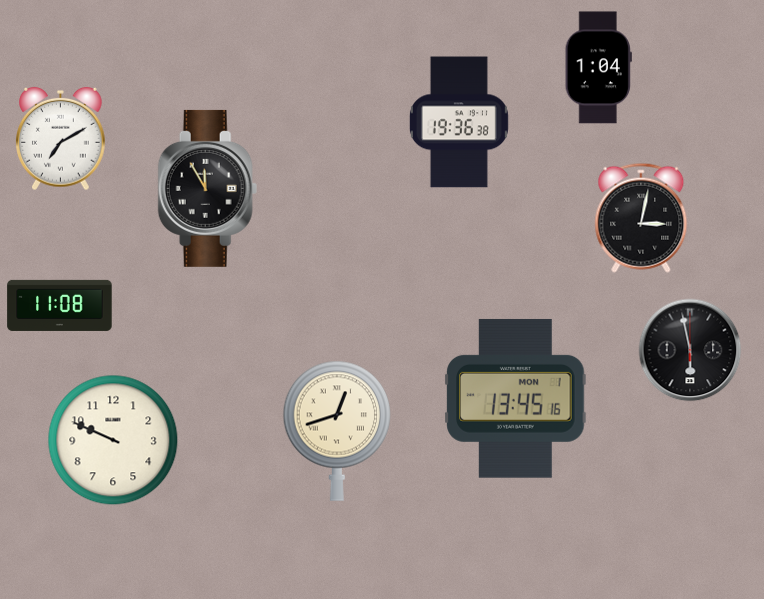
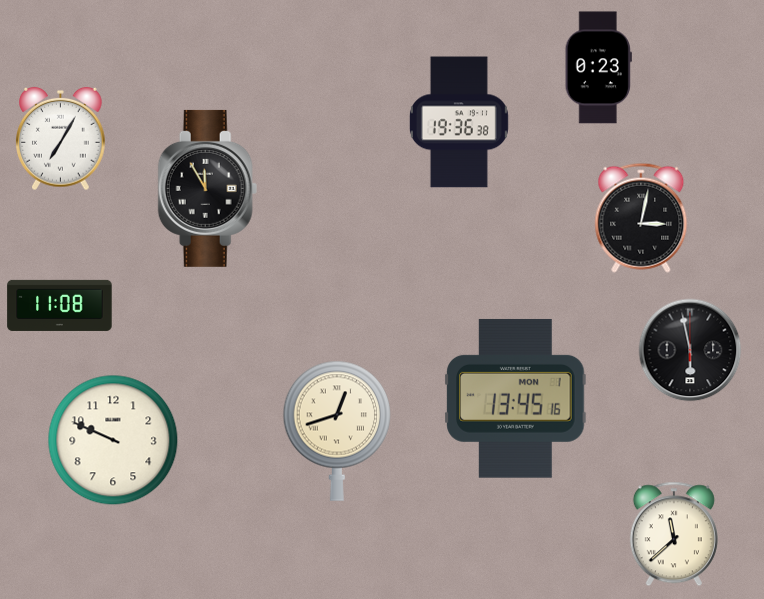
clock at (598, 68): 1:04 -> 0:23
clock at (61, 139): 7:10 -> 7:05
clock at (674, 534): none -> 11:38
